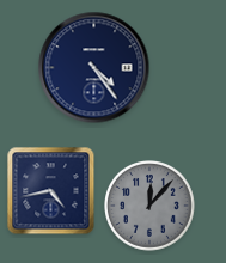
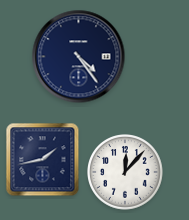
clock at (51, 191): 4:43 -> 1:43
clock at (151, 207) dial: grey -> white
